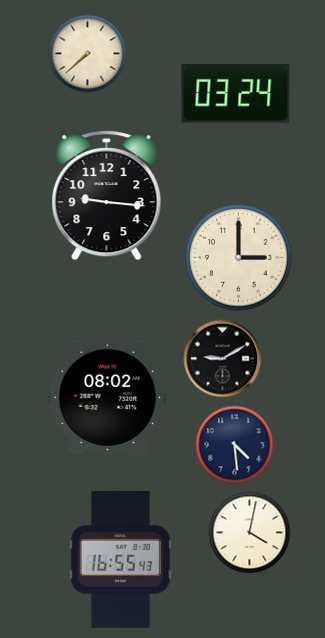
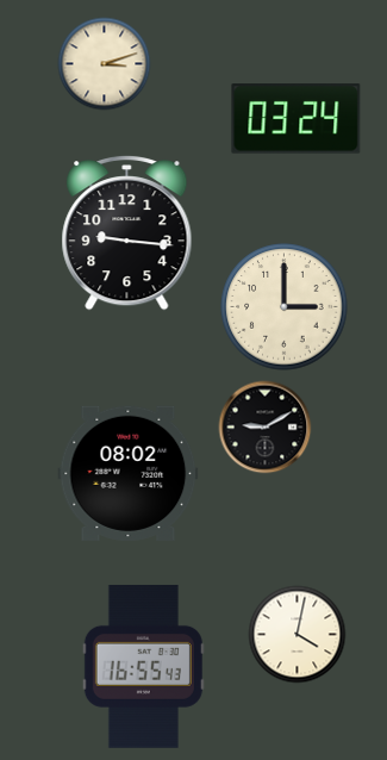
clock at (87, 53): 7:38 -> 3:12
clock at (236, 94) position: (236, 94) -> (297, 119)
clock at (234, 444): 4:29 -> none
